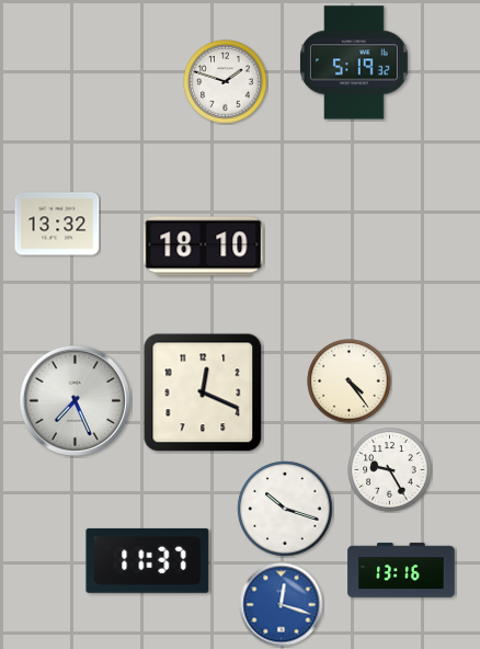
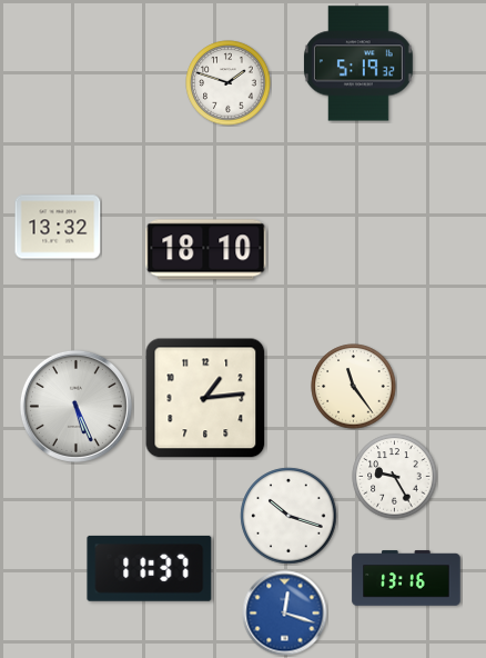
clock at (350, 382): 4:24 -> 11:24
clock at (203, 392): 12:19 -> 1:14
clock at (75, 400): 7:26 -> 5:26
